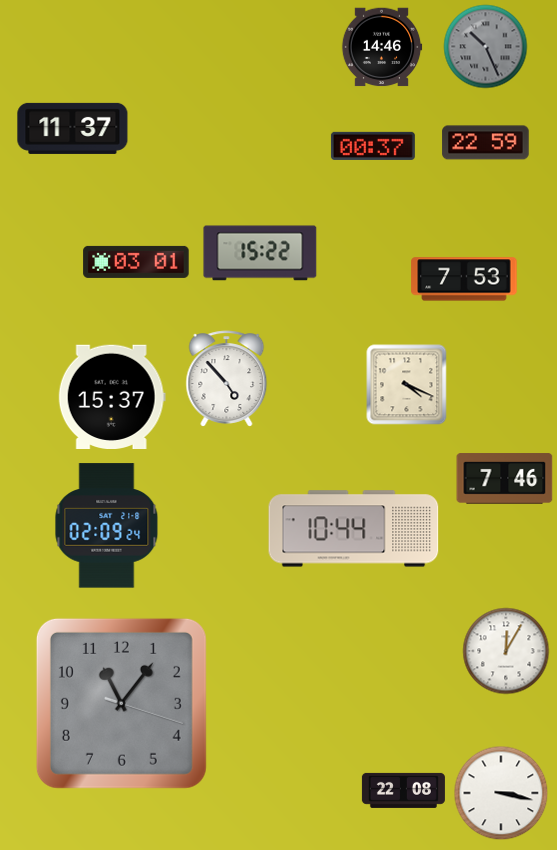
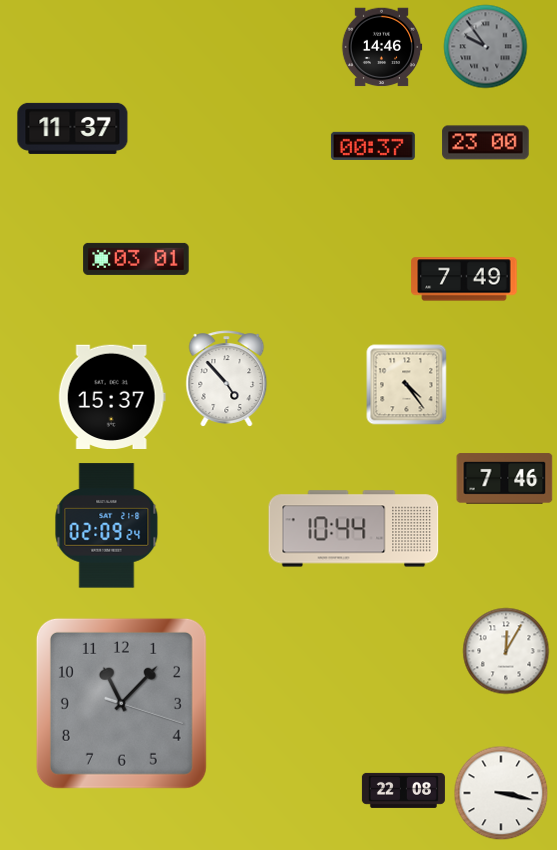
clock at (486, 47): 10:26 -> 9:54
clock at (486, 143): 22:59 -> 23:00
clock at (260, 253): 15:22 -> none
clock at (136, 262) position: (136, 262) -> (136, 259)
clock at (464, 279): 7:53 -> 7:49
clock at (407, 385): 4:19 -> 4:24
clock at (121, 703): 11:06 -> 11:07
